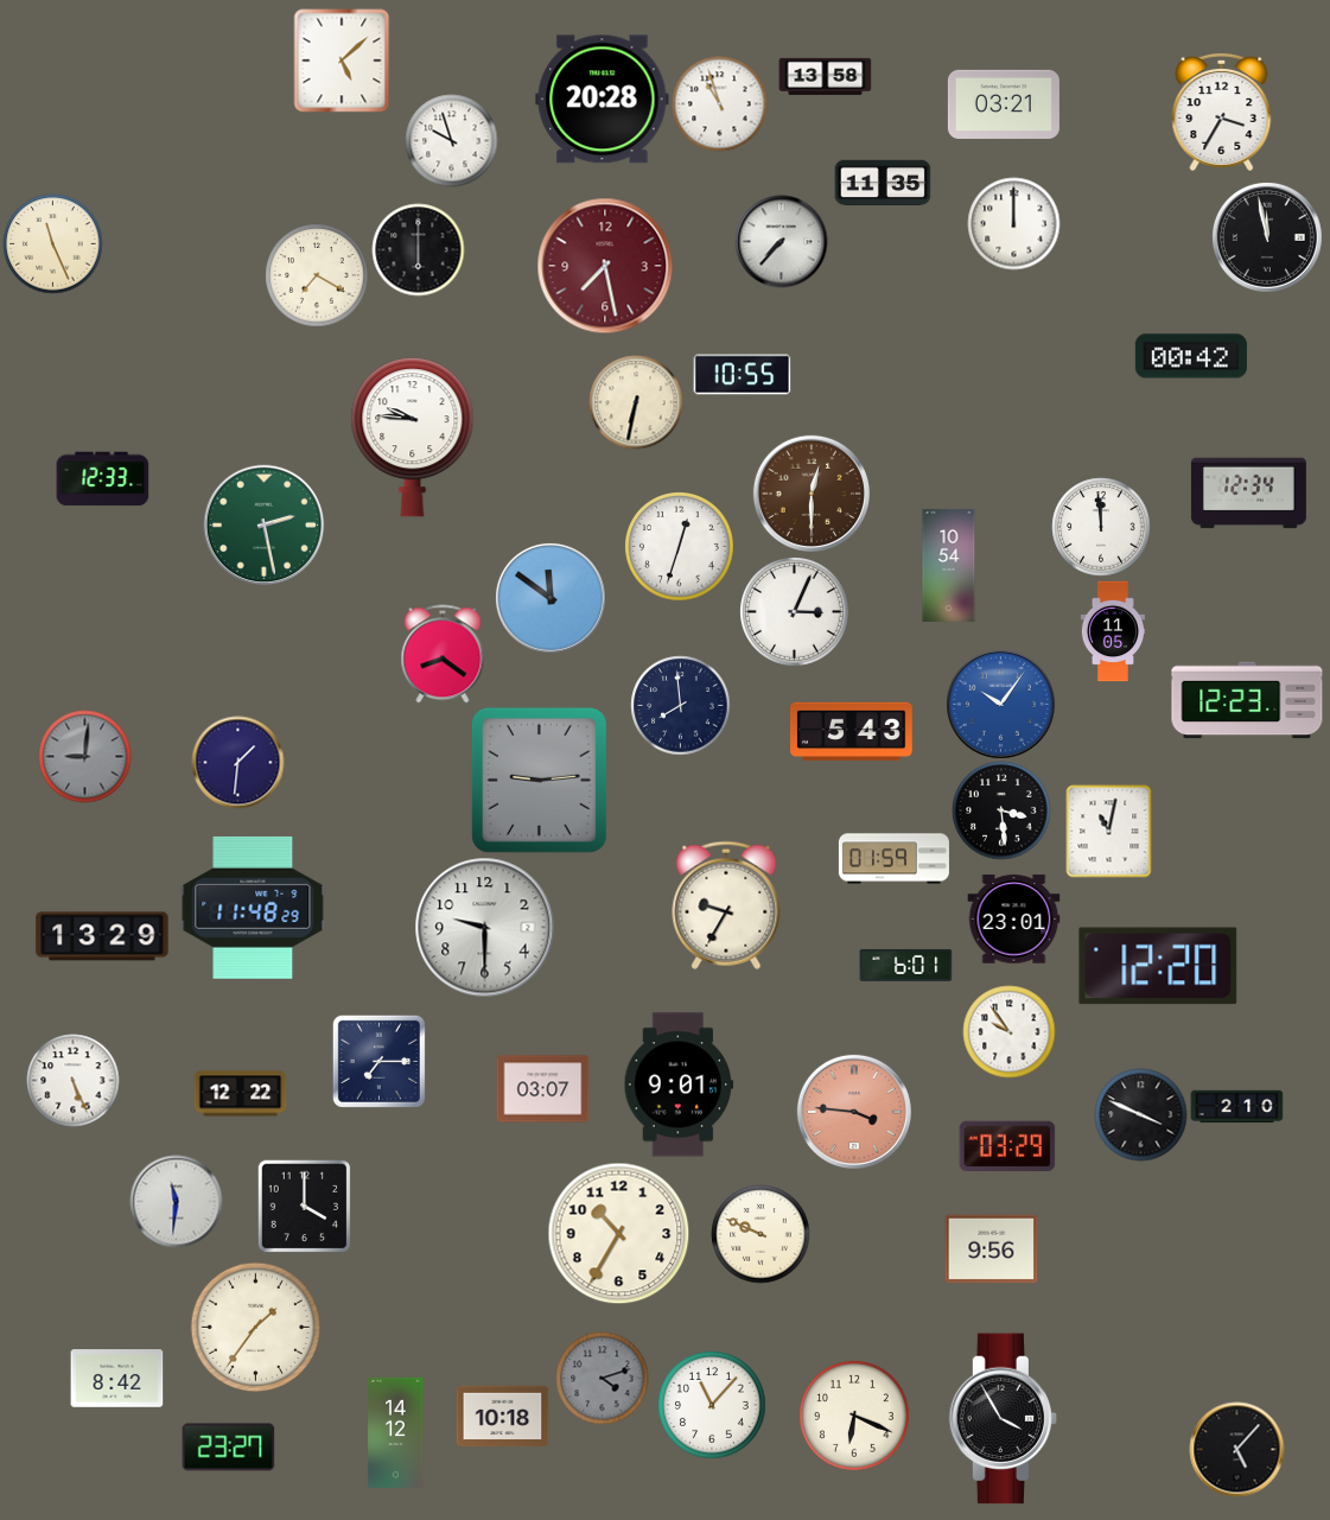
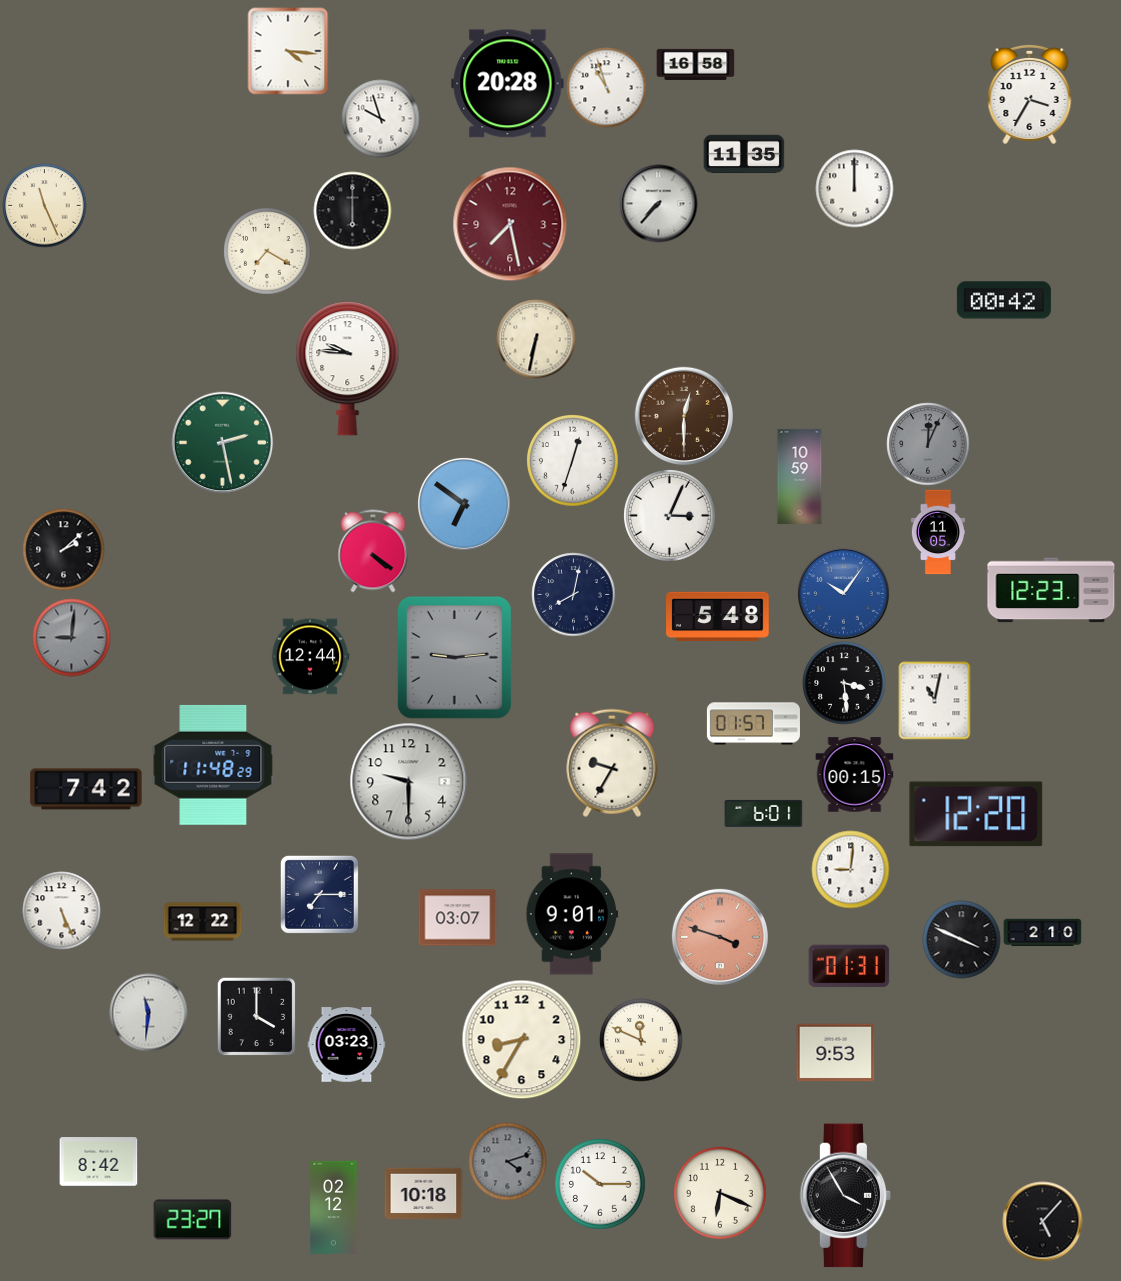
clock at (342, 61): 5:08 -> 4:16
clock at (825, 76): 13:58 -> 16:58
clock at (1004, 104): 03:21 -> none
clock at (1267, 237): 11:58 -> none
clock at (317, 275) position: (317, 275) -> (267, 251)
clock at (742, 375): 10:55 -> none
clock at (102, 479): 12:33 -> none
clock at (1248, 494): 12:34 -> none
clock at (1101, 527): 11:59 -> 12:04
clock at (1101, 527) dial: white -> grey
clock at (949, 565): 10:54 -> 10:59
clock at (551, 598): 11:51 -> 6:51
clock at (63, 549): none -> 2:08
clock at (443, 654): 8:21 -> 4:21
clock at (680, 705): 7:59 -> 8:02
clock at (852, 732): 5:43 -> 5:48
clock at (237, 762): 1:31 -> none
clock at (310, 657): none -> 12:44
clock at (893, 859): 01:59 -> 01:57
clock at (1013, 920): 23:01 -> 00:15
clock at (102, 936): 13:29 -> 7:42
clock at (1008, 1031): 9:54 -> 9:01
clock at (854, 1112): 3:46 -> 3:48
clock at (1007, 1146): 03:29 -> 01:31
clock at (618, 1233): 10:35 -> 8:35
clock at (761, 1234): 9:49 -> 11:49
clock at (346, 1045): none -> 03:23
clock at (991, 1249): 9:56 -> 9:53
clock at (255, 1327): 1:36 -> none
clock at (712, 1405): 11:07 -> 10:15
clock at (396, 1432): 14:12 -> 02:12
